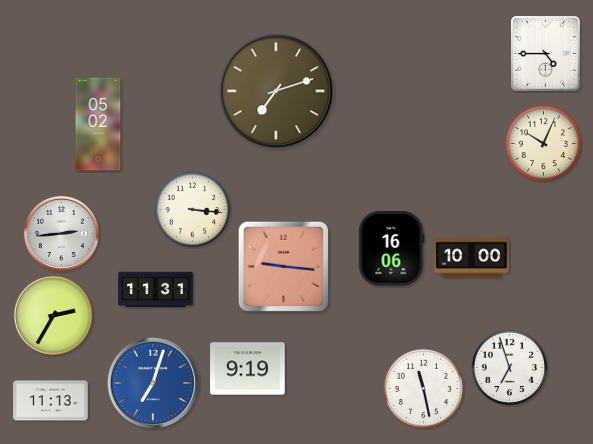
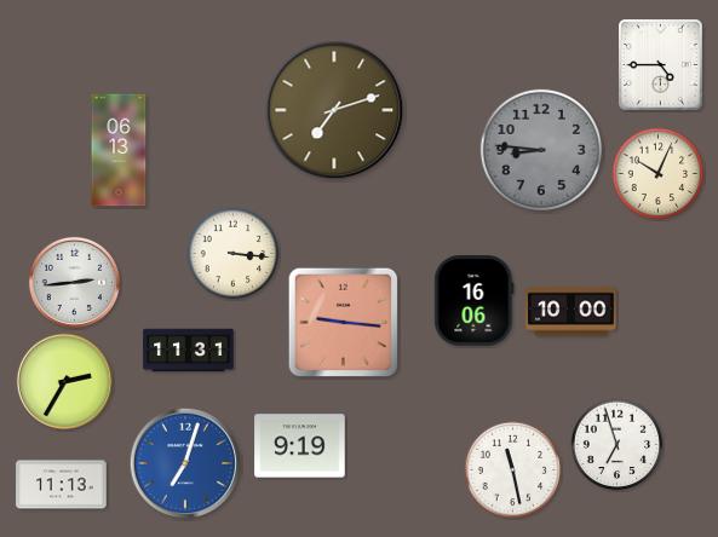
clock at (98, 124): 05:02 -> 06:13
clock at (541, 150): none -> 8:46
